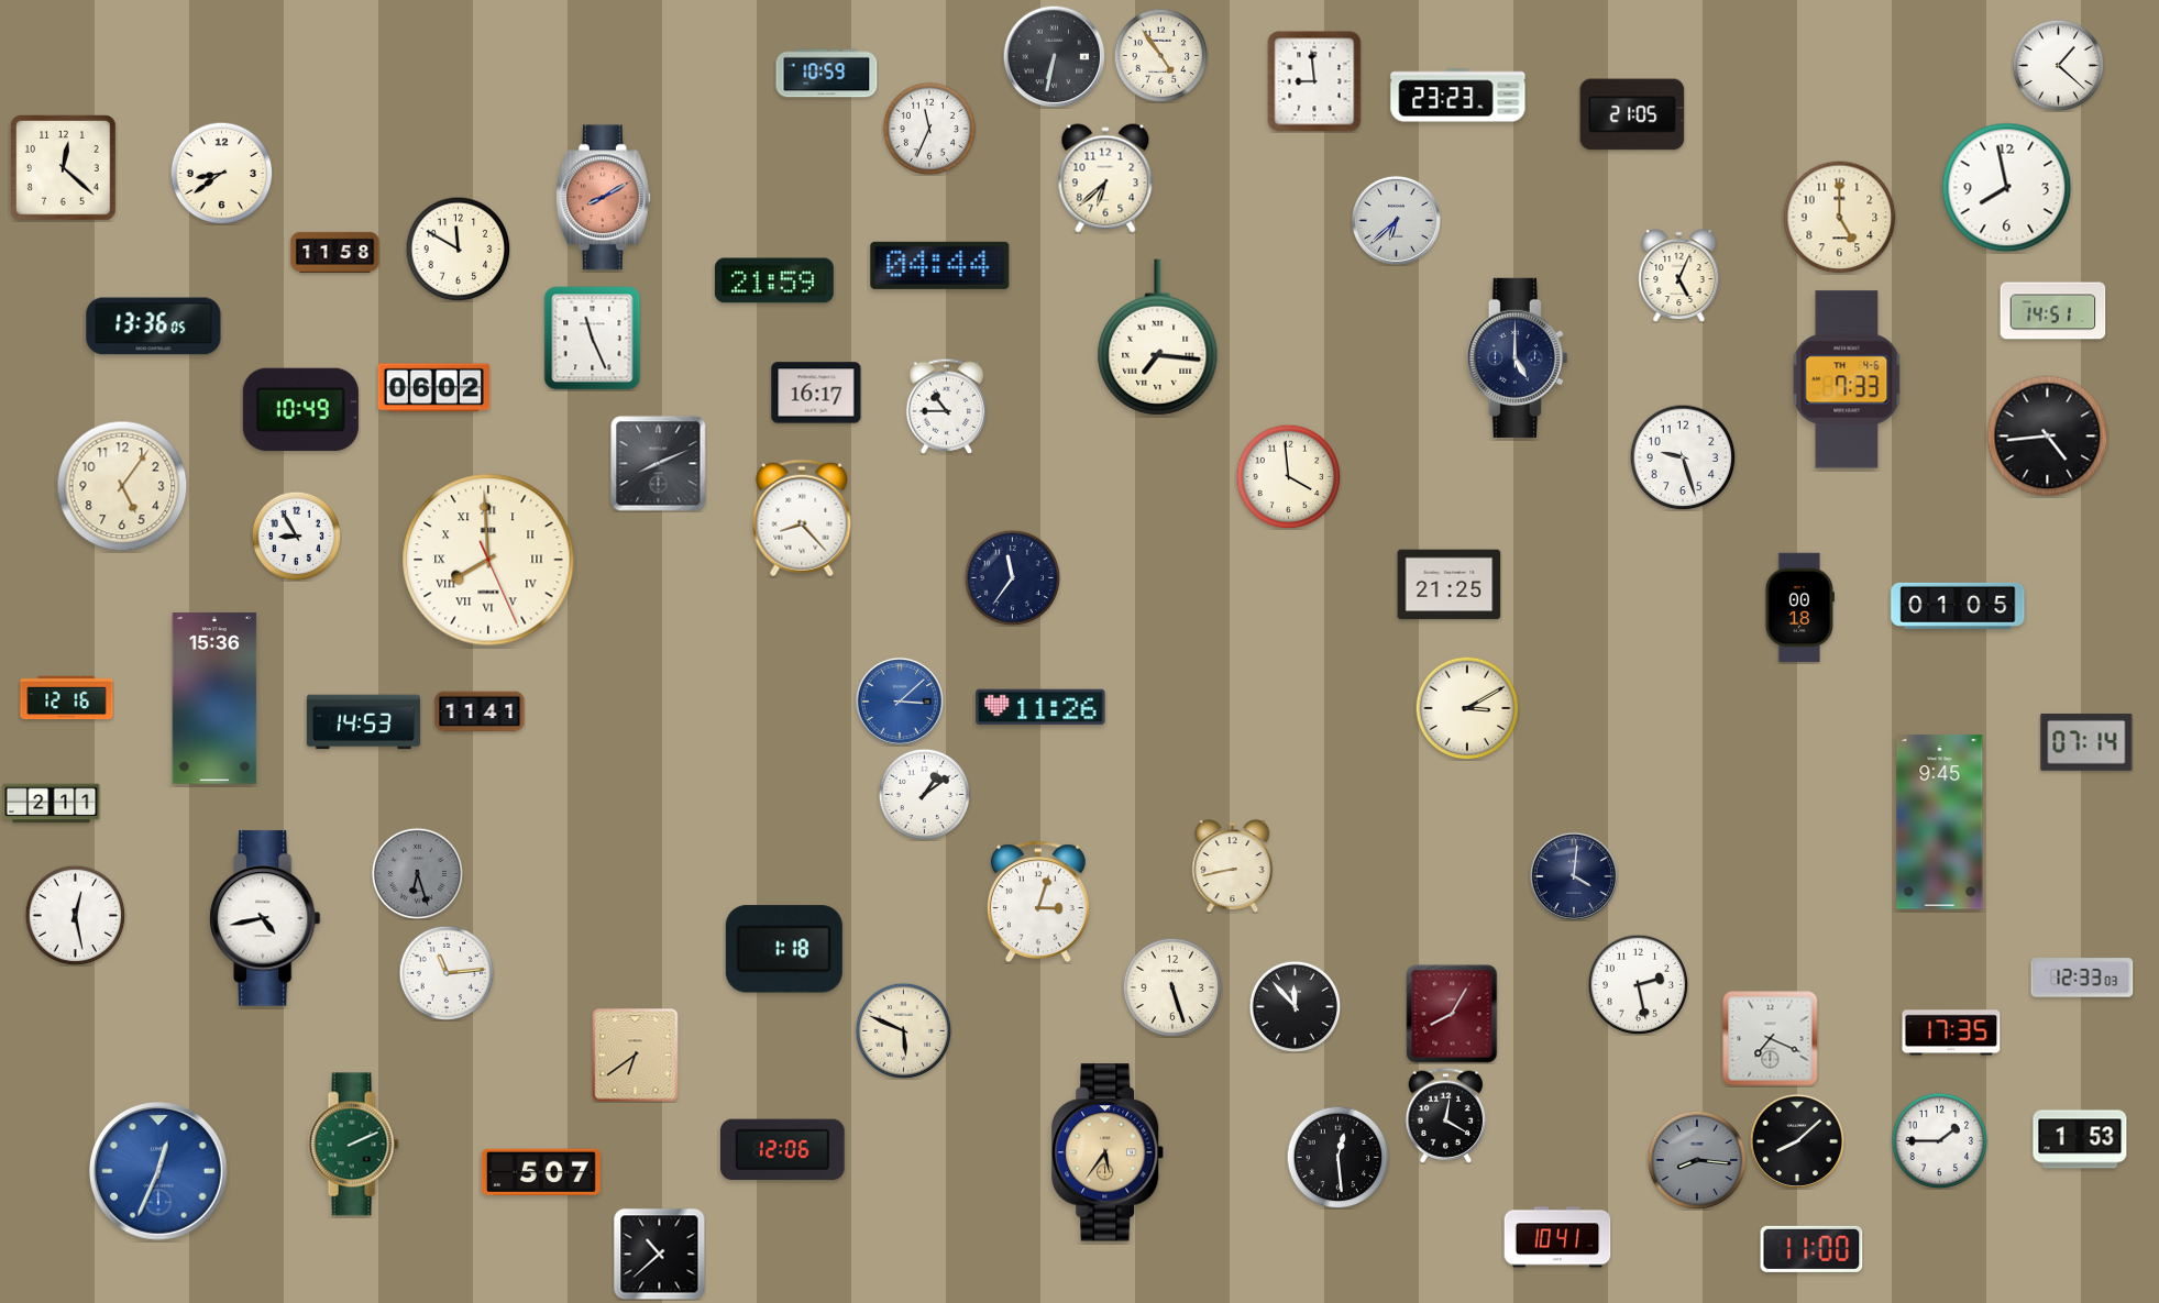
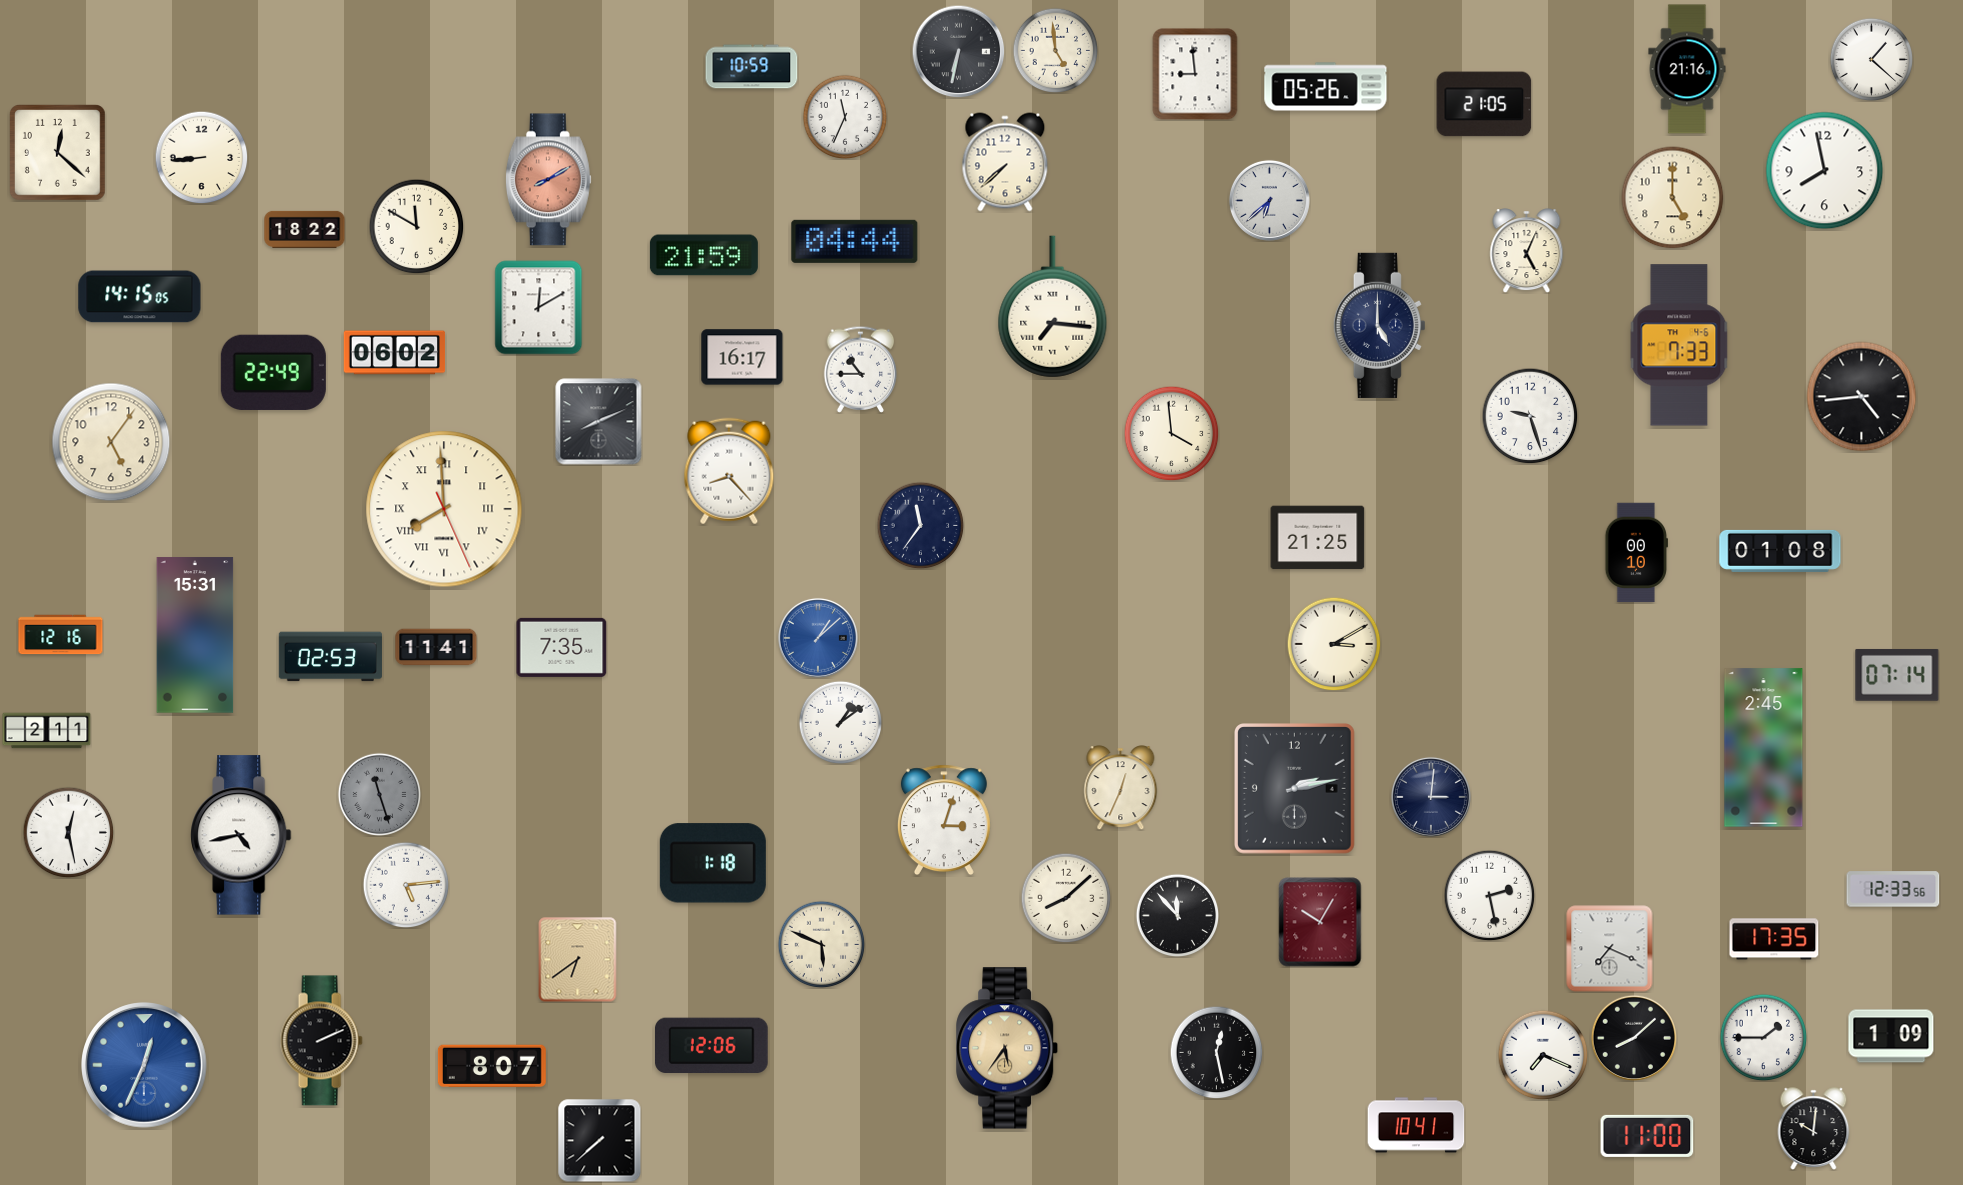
clock at (1160, 55): 4:54 -> 4:59
clock at (1687, 69): none -> 21:16
clock at (1458, 96): 23:23 -> 05:26
clock at (221, 173): 8:39 -> 8:44
clock at (1105, 178): 6:38 -> 7:38
clock at (335, 252): 11:58 -> 18:22
clock at (2053, 311): 14:51 -> none
clock at (154, 327): 13:36 -> 14:15
clock at (593, 339): 11:26 -> 12:10
clock at (300, 409): 10:49 -> 22:49
clock at (296, 535): 8:55 -> none
clock at (1450, 585) position: (1450, 585) -> (1318, 538)
clock at (1958, 606): 01:05 -> 01:08
clock at (1799, 608): 00:18 -> 00:10
clock at (214, 698): 15:36 -> 15:31
clock at (900, 702): 3:08 -> 1:08
clock at (1040, 707): 11:26 -> none
clock at (562, 647): none -> 7:35
clock at (363, 722): 14:53 -> 02:53
clock at (1940, 822): 9:45 -> 2:45
clock at (1233, 866): 8:43 -> 12:34
clock at (1295, 789): none -> 2:13
clock at (417, 873): 6:27 -> 11:27
clock at (1574, 876): 4:01 -> 3:01
clock at (447, 973): 11:14 -> 5:14
clock at (2082, 978): 12:33:03 -> 12:33:56
clock at (1172, 987): 5:27 -> 8:08
clock at (1452, 1014): 8:05 -> 10:05
clock at (903, 1030) position: (903, 1030) -> (821, 944)
clock at (1771, 1039) position: (1771, 1039) -> (1610, 949)
clock at (1446, 1115): 12:20 -> none
clock at (2080, 1139): 1:53 -> 1:09
clock at (353, 1145) dial: green -> black
clock at (1337, 1157): 12:29 -> 12:28
clock at (1697, 1160): 8:16 -> 7:19
clock at (1697, 1160) dial: grey -> white
clock at (541, 1172): 5:07 -> 8:07
clock at (1814, 1129): none -> 10:01
clock at (660, 1255): 10:38 -> 7:38
